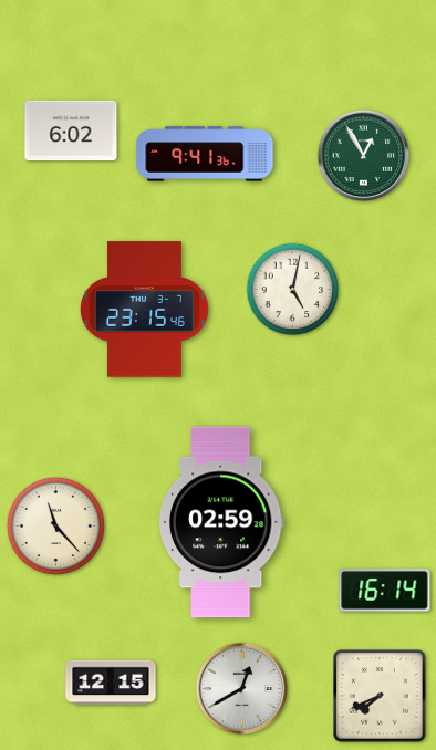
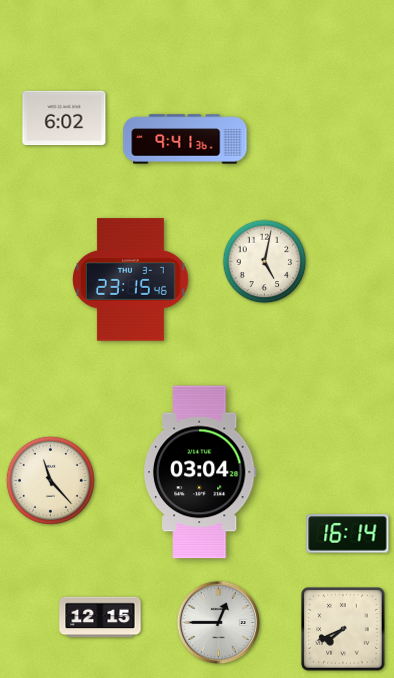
clock at (364, 156): 12:55 -> none
clock at (221, 522): 02:59 -> 03:04
clock at (55, 525) position: (55, 525) -> (50, 480)
clock at (242, 689): 12:40 -> 12:45
